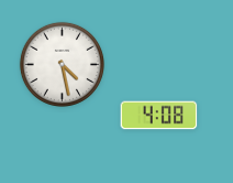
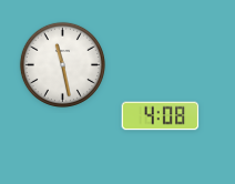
clock at (62, 64): 4:28 -> 11:28
